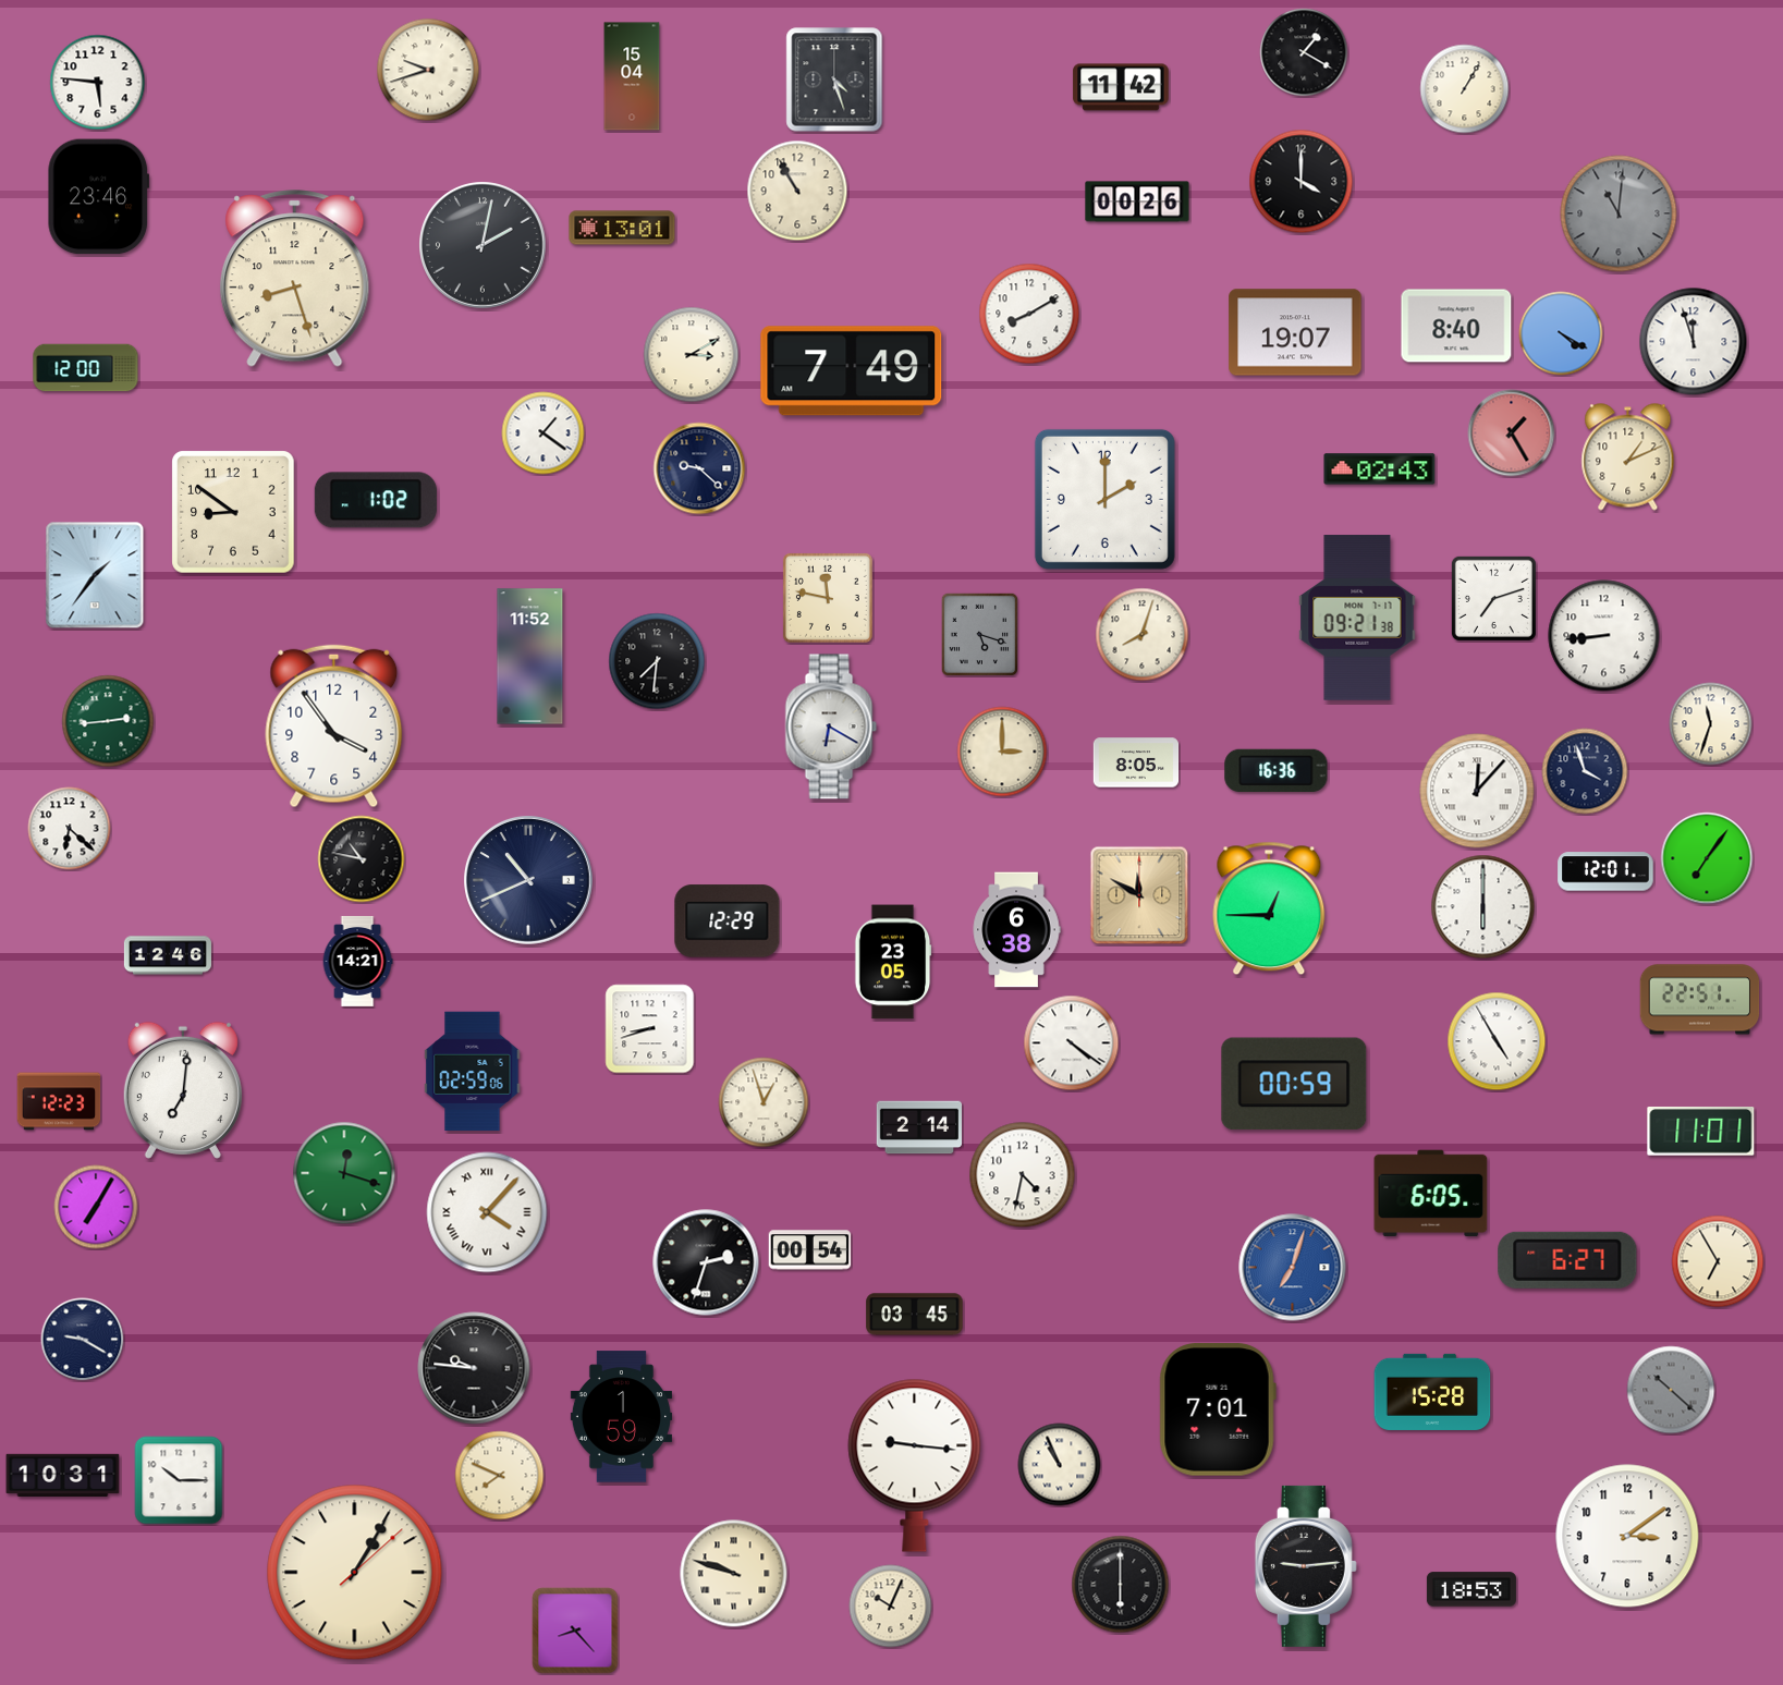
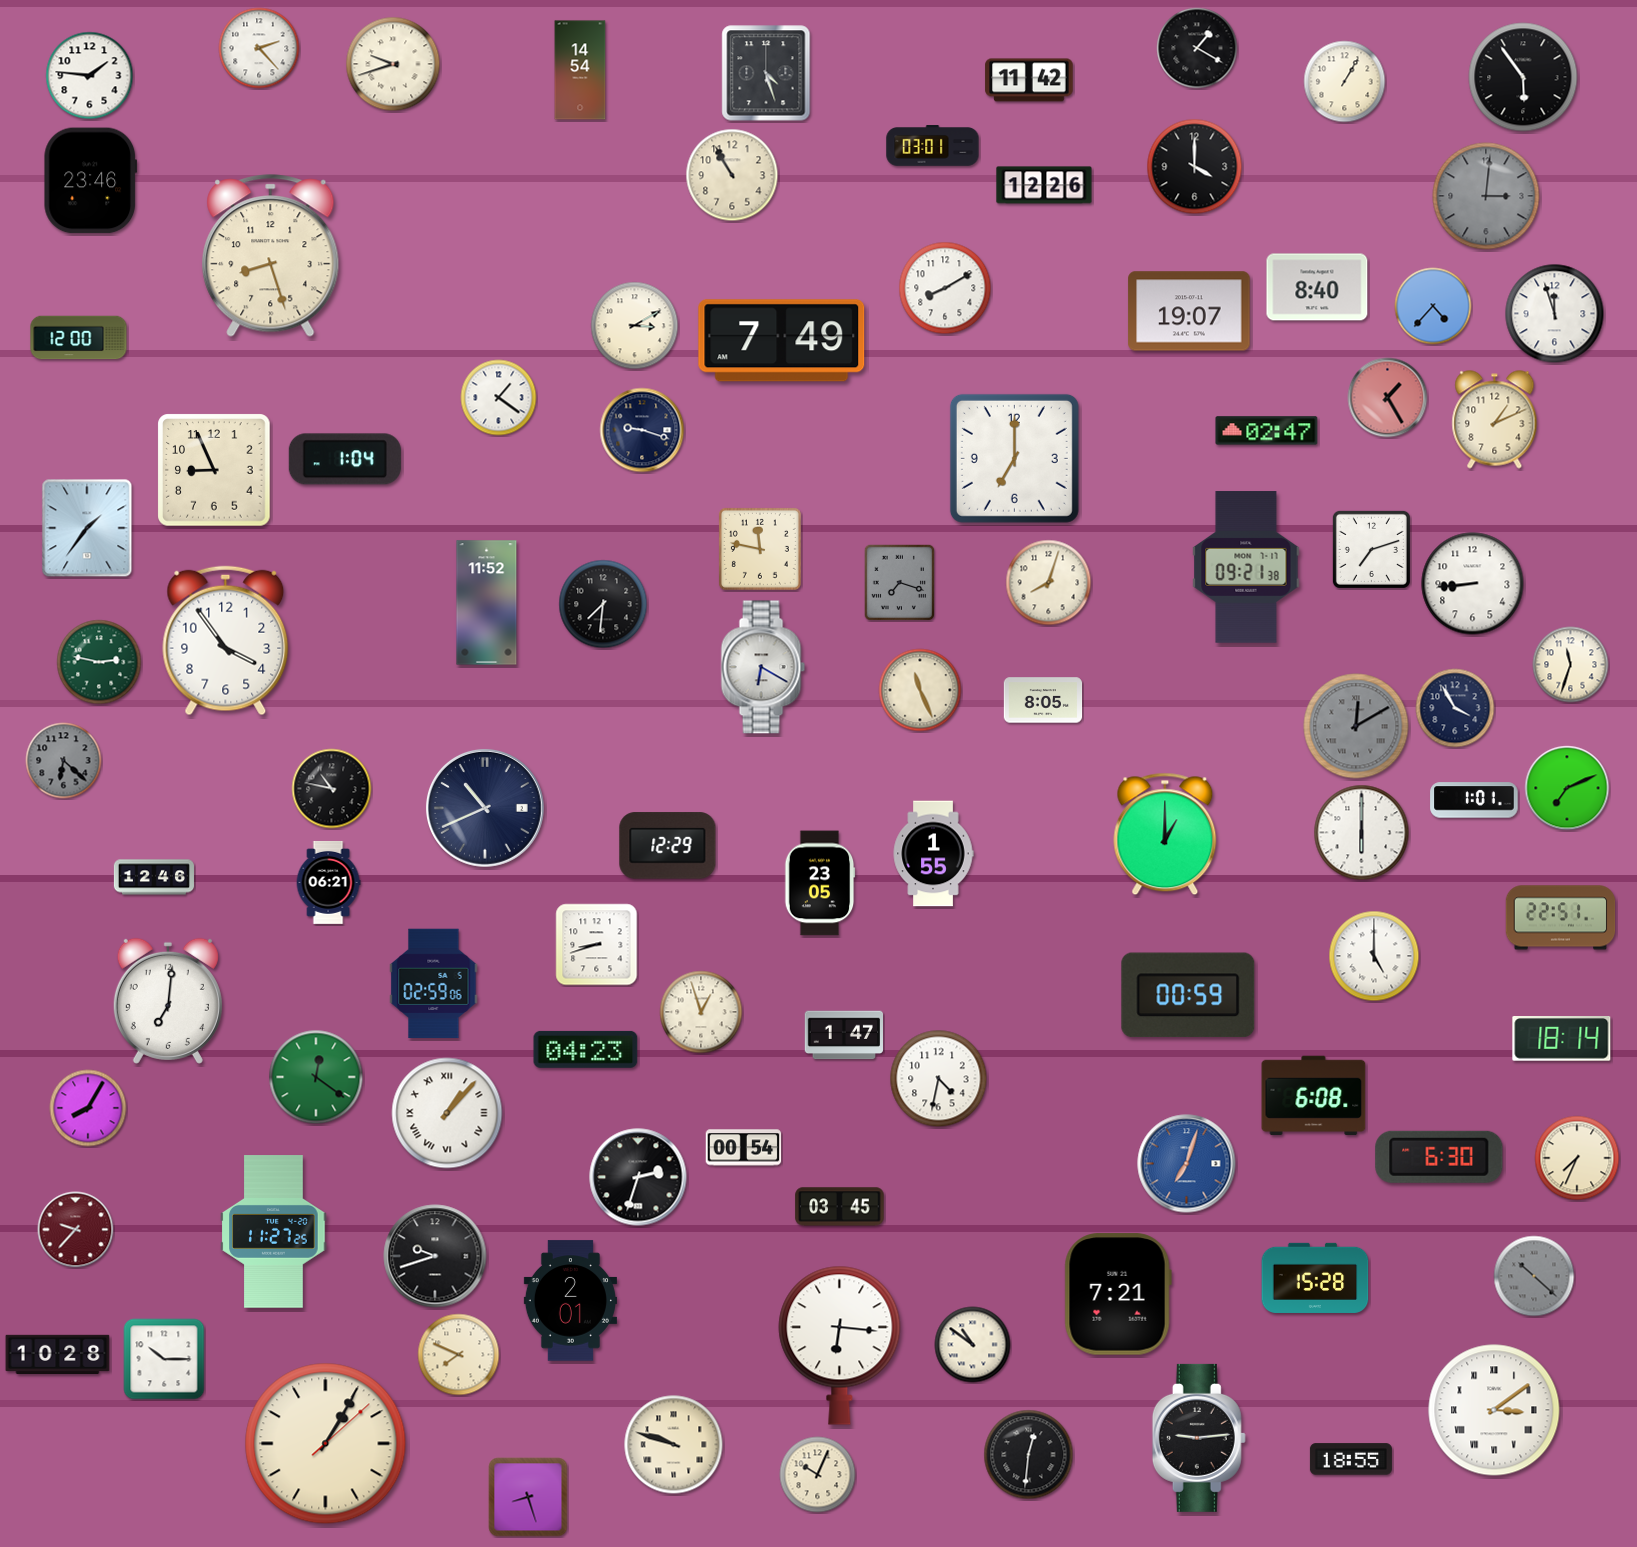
clock at (259, 48): none -> 2:23
clock at (632, 76): 15:04 -> 14:54
clock at (98, 83): 5:46 -> 1:46
clock at (1523, 77): none -> 5:54
clock at (933, 146): none -> 03:01
clock at (1137, 202): 00:26 -> 12:26
clock at (1619, 213): 11:01 -> 3:01
clock at (622, 228): 13:01 -> none
clock at (484, 246): 2:02 -> none
clock at (1456, 326) position: (1456, 326) -> (1317, 287)
clock at (1295, 332) position: (1295, 332) -> (1189, 311)
clock at (1561, 333): 4:20 -> 4:37
clock at (699, 468): 9:22 -> 9:18
clock at (1380, 469): 02:43 -> 02:47
clock at (1104, 499): 2:00 -> 7:00
clock at (376, 500): 1:02 -> 1:04
clock at (233, 512): 8:51 -> 8:56
clock at (979, 634): 5:18 -> 7:18
clock at (657, 661) position: (657, 661) -> (603, 604)
clock at (108, 721): 2:44 -> 2:47
clock at (334, 726) position: (334, 726) -> (226, 641)
clock at (1002, 752): 3:00 -> 11:26
clock at (1277, 771): 16:36 -> none
clock at (1585, 771): 3:57 -> 3:55
clock at (1477, 791): 12:07 -> 12:10
clock at (1477, 791) dial: white -> grey
clock at (70, 829) dial: white -> grey
clock at (1707, 858): 7:06 -> 7:11
clock at (1605, 871): 12:01 -> 1:01
clock at (1139, 895): 11:50 -> none
clock at (1269, 908): 12:45 -> 1:00
clock at (1016, 930): 6:38 -> 1:55
clock at (357, 961): 14:21 -> 06:21
clock at (1497, 1041): 4:55 -> 5:00
clock at (1072, 1043): 4:21 -> none
clock at (59, 1101): 12:23 -> none
clock at (918, 1127): 2:14 -> 1:47
clock at (1701, 1132): 11:01 -> 18:14
clock at (586, 1049): none -> 04:23
clock at (344, 1173): 12:18 -> 12:21
clock at (1431, 1194): 6:05 -> 6:08
clock at (96, 1207): 7:05 -> 8:05
clock at (487, 1212): 4:07 -> 1:07
clock at (1567, 1260): 6:27 -> 6:30
clock at (1718, 1261): 6:55 -> 7:34
clock at (706, 1262) position: (706, 1262) -> (638, 1177)
clock at (83, 1340): 9:20 -> 9:37
clock at (83, 1340) dial: navy -> burgundy
clock at (274, 1232): none -> 11:27
clock at (474, 1368): 9:46 -> 9:42
clock at (1218, 1409): 7:01 -> 7:21
clock at (621, 1417): 1:59 -> 2:01
clock at (915, 1465): 9:16 -> 6:16
clock at (1060, 1465): 10:56 -> 10:51
clock at (63, 1475): 10:31 -> 10:28
clock at (1627, 1536) numerals: Arabic -> Roman
clock at (1121, 1585): 6:00 -> 12:31
clock at (1471, 1589): 18:53 -> 18:55
clock at (575, 1631): 8:23 -> 8:27
